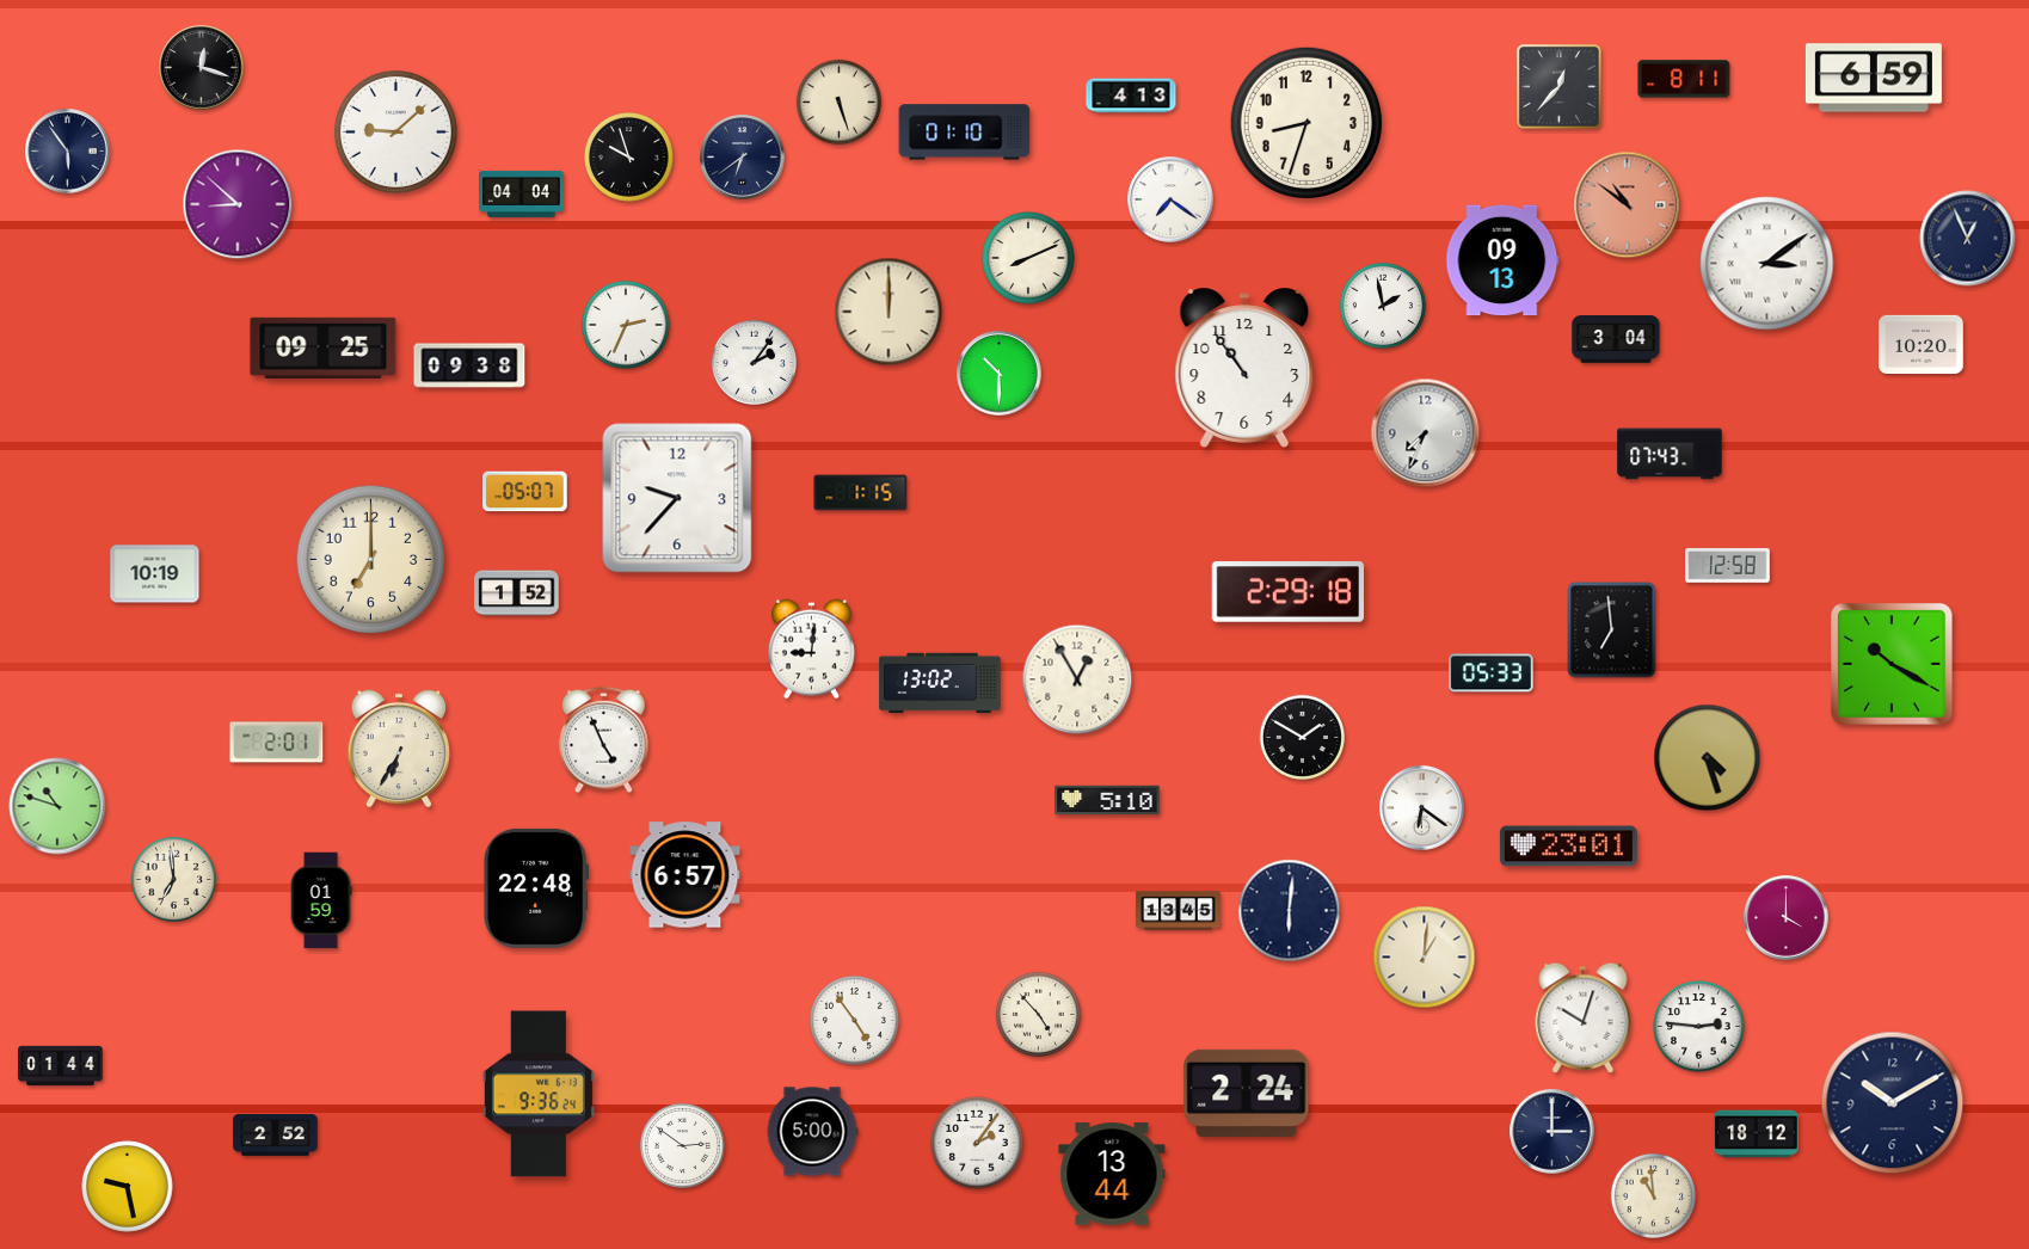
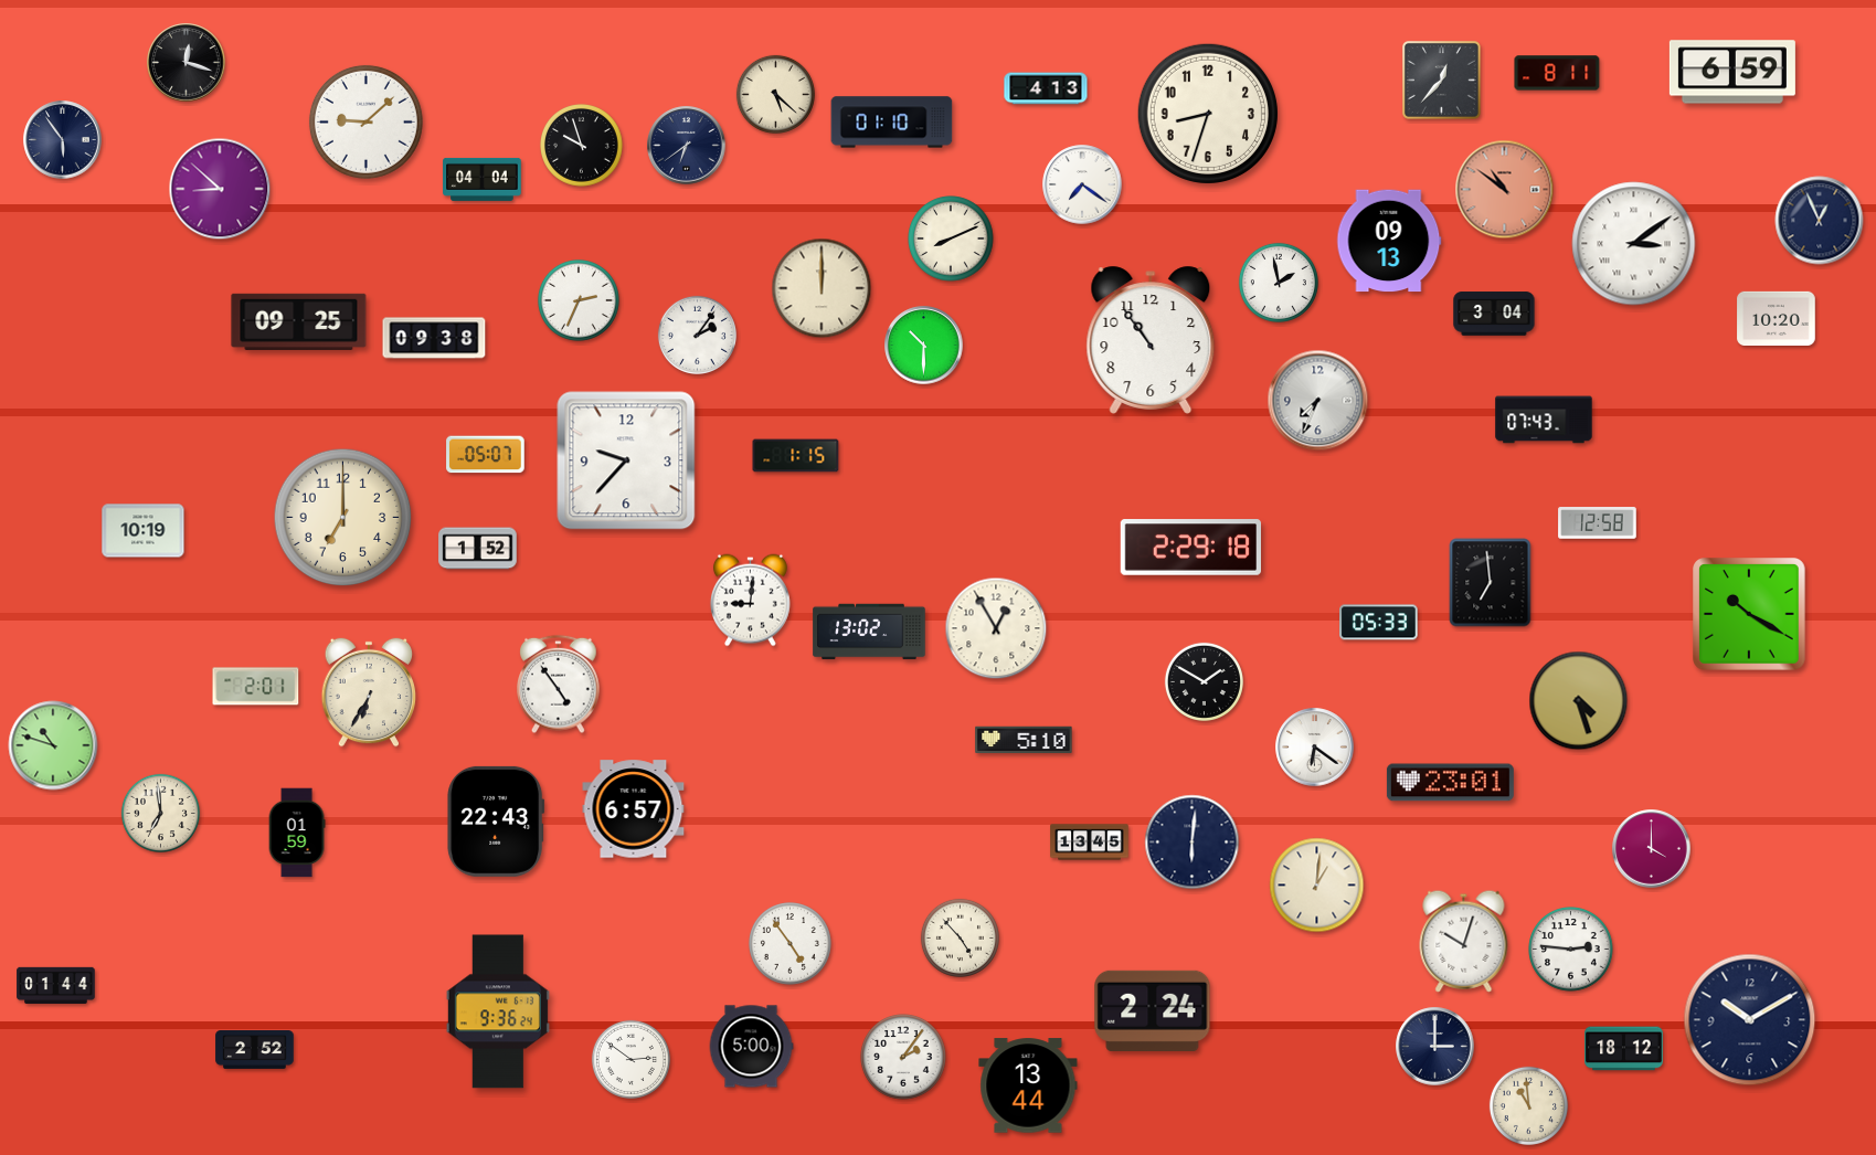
clock at (838, 101): 5:27 -> 5:22
clock at (604, 740): 4:56 -> 4:54
clock at (536, 888): 22:48 -> 22:43
clock at (128, 1187): 9:28 -> none
